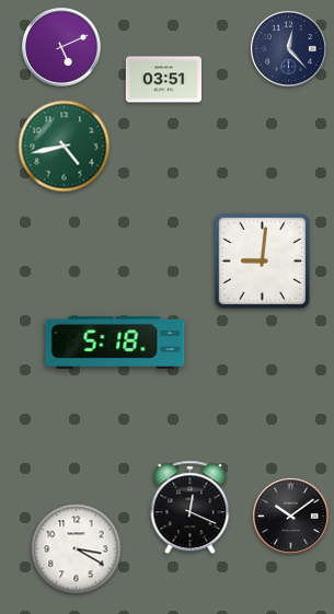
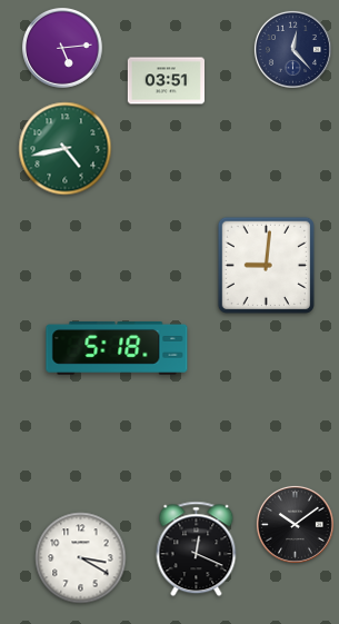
clock at (61, 47): 5:11 -> 5:14
clock at (191, 508) position: (191, 508) -> (197, 549)
clock at (77, 549) position: (77, 549) -> (81, 558)
